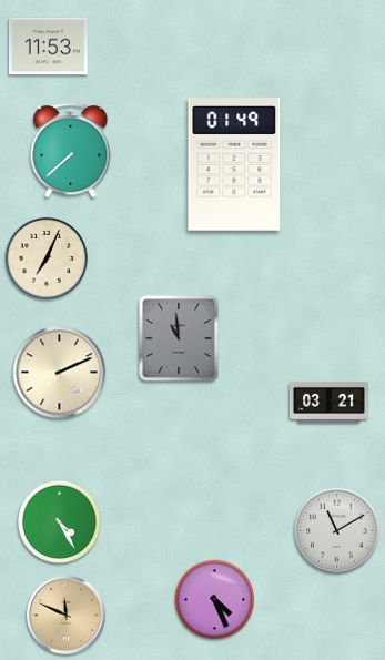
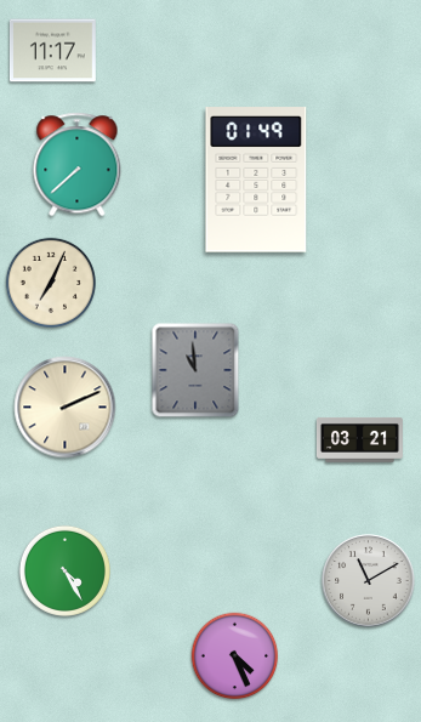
clock at (48, 47): 11:53 -> 11:17
clock at (65, 615): 11:49 -> none
